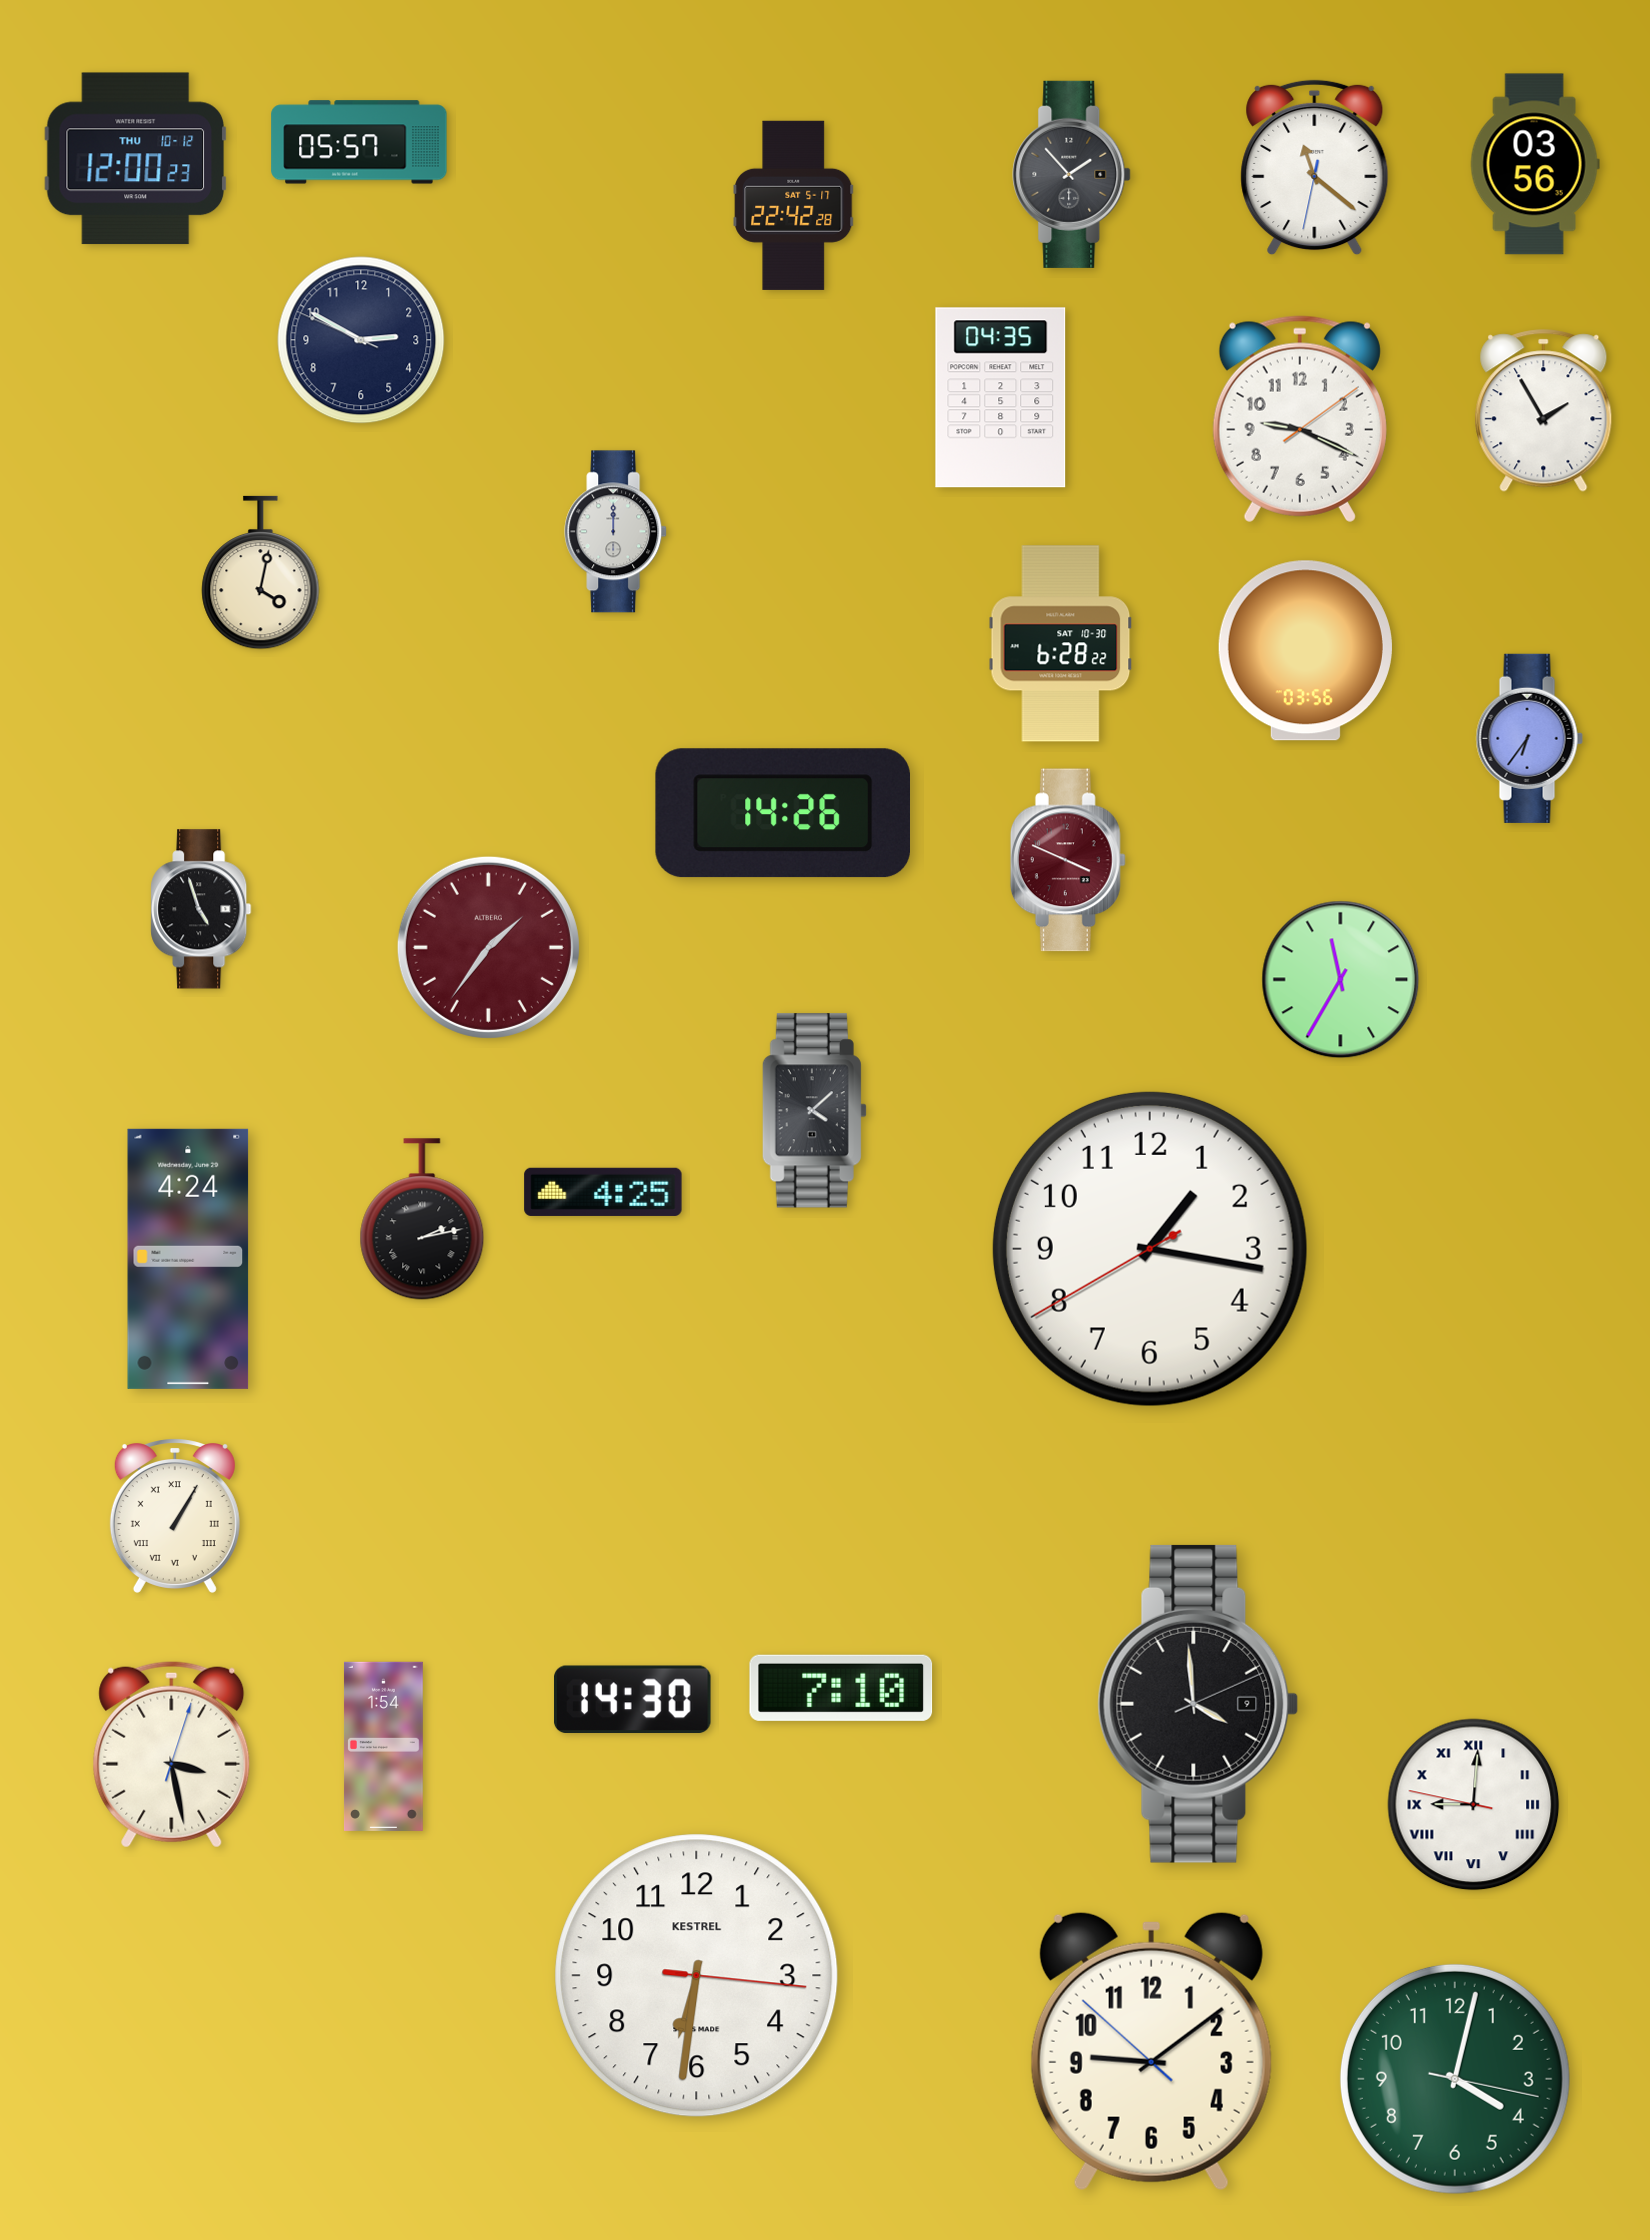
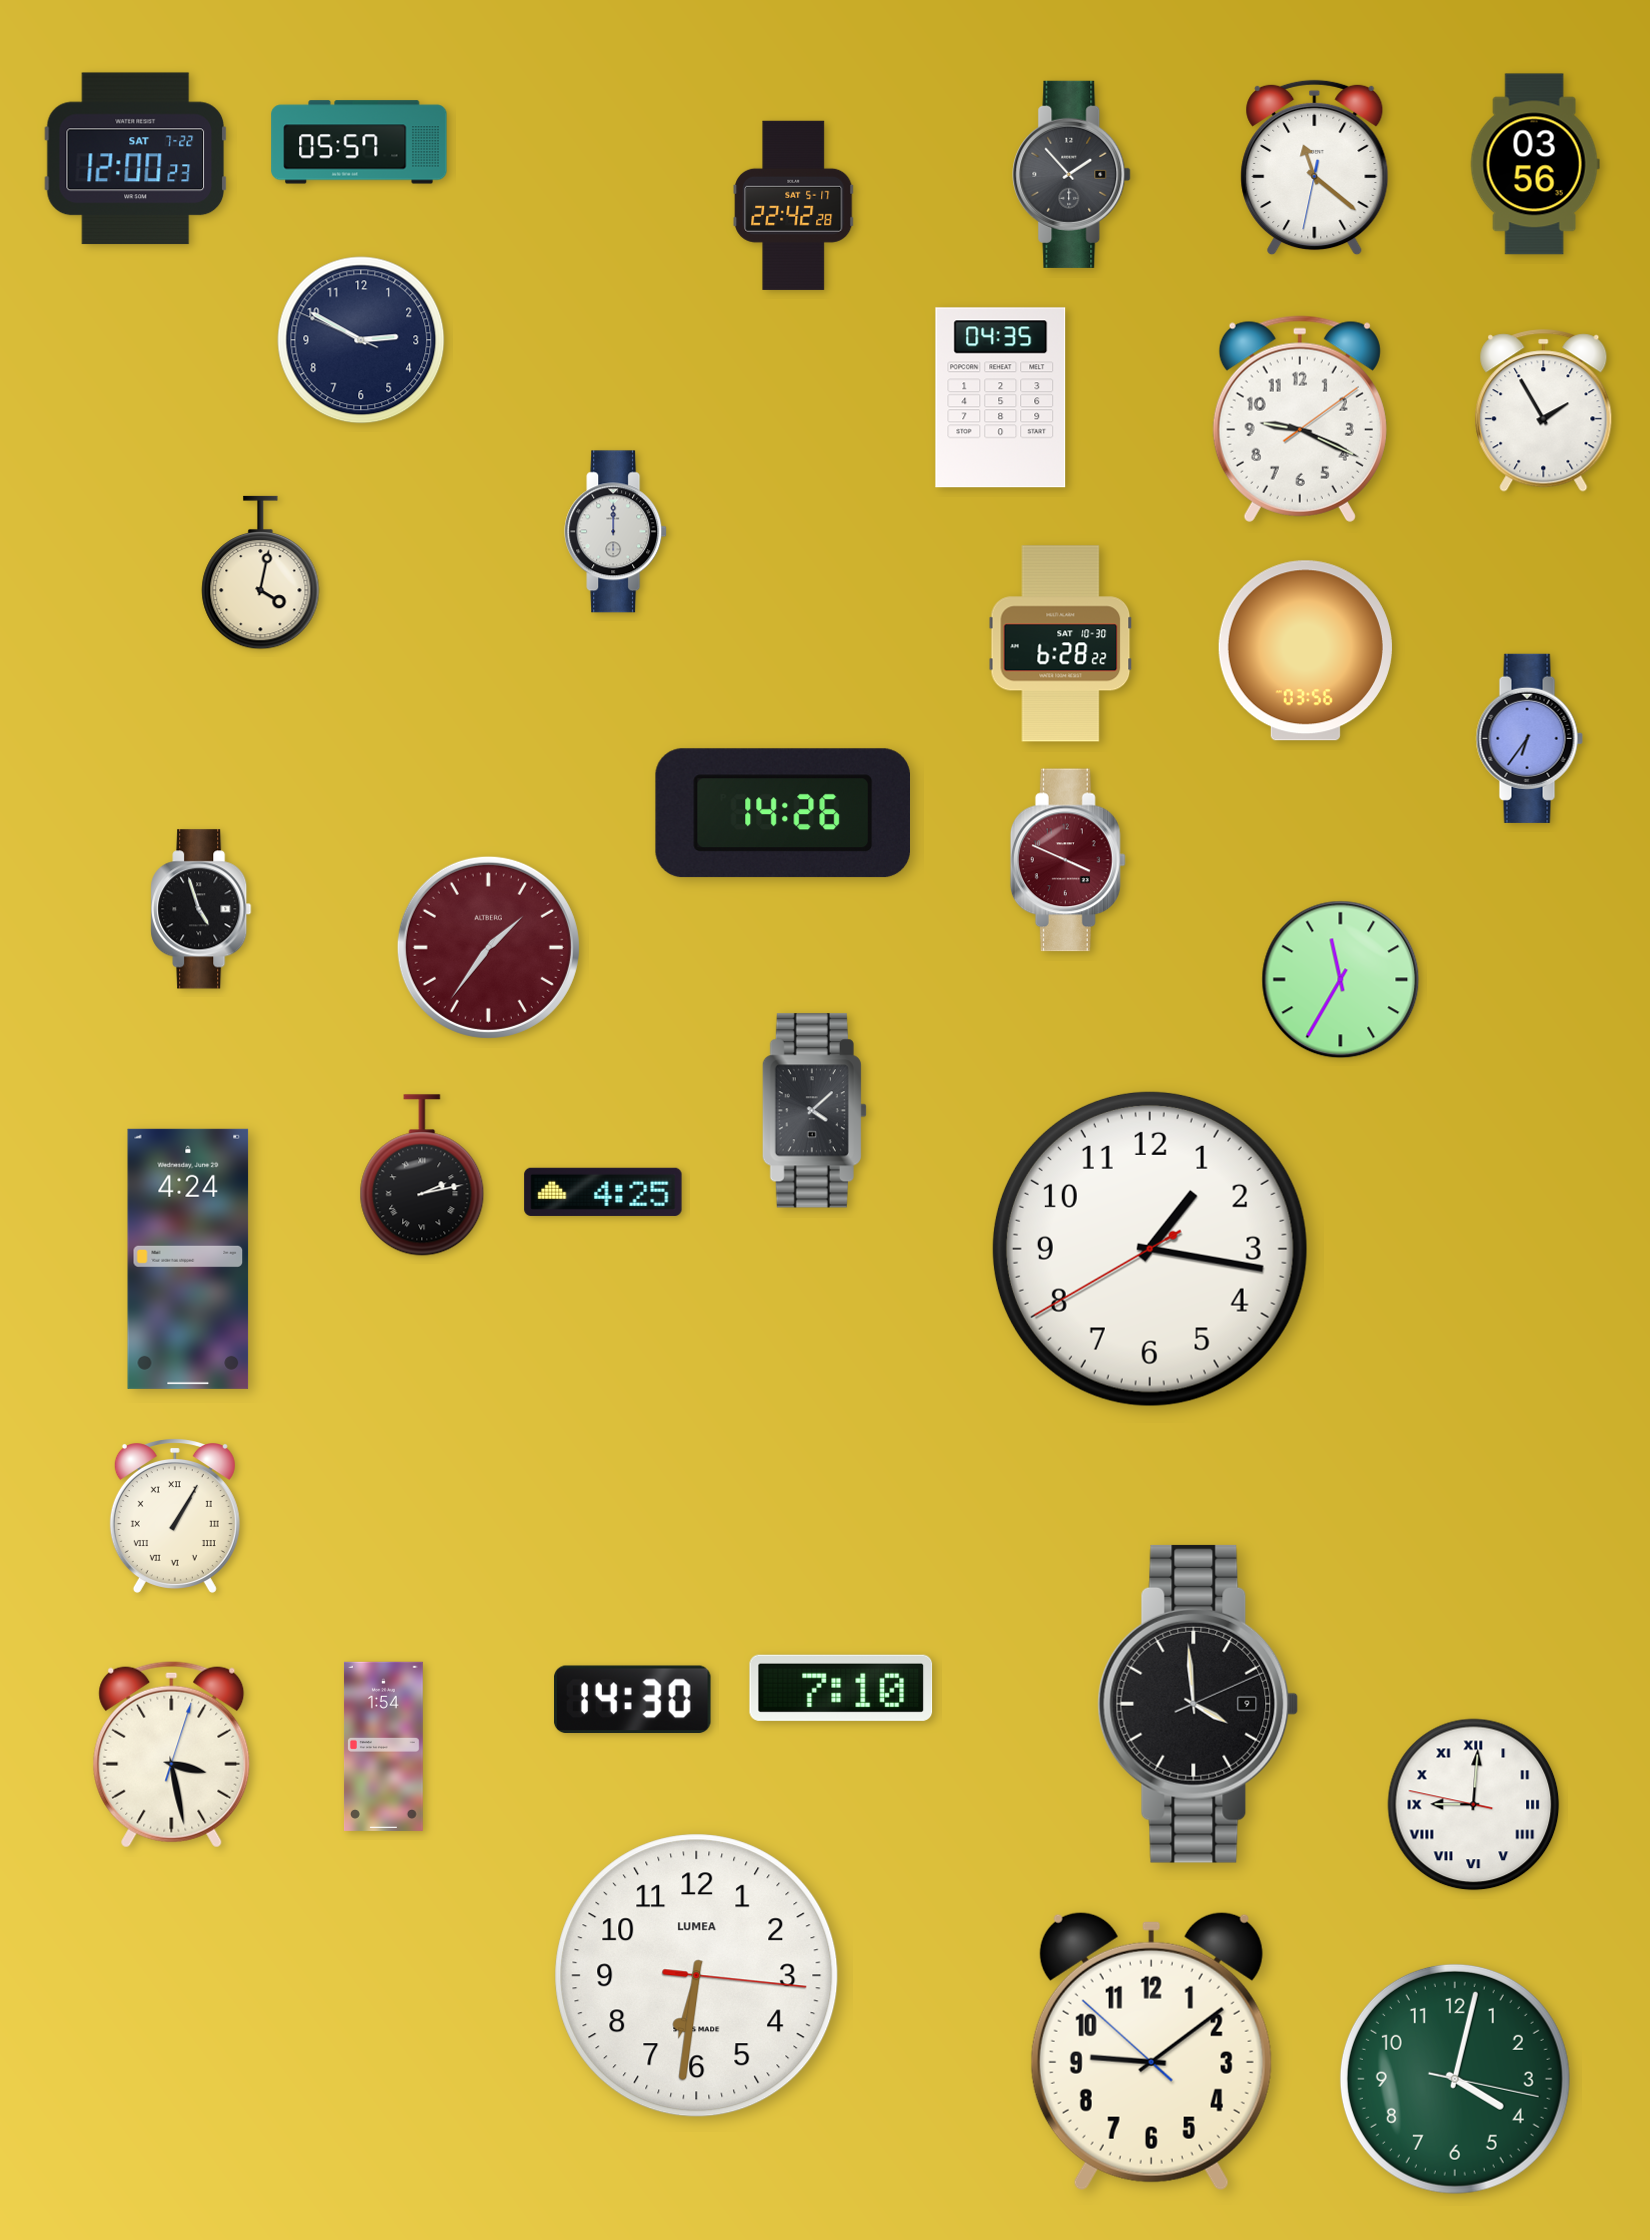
clock at (136, 159) date: THU 10-12 -> SAT 7-22
clock at (422, 1219) position: (422, 1219) -> (422, 1175)
clock at (697, 1976) brand: KESTREL -> LUMEA
